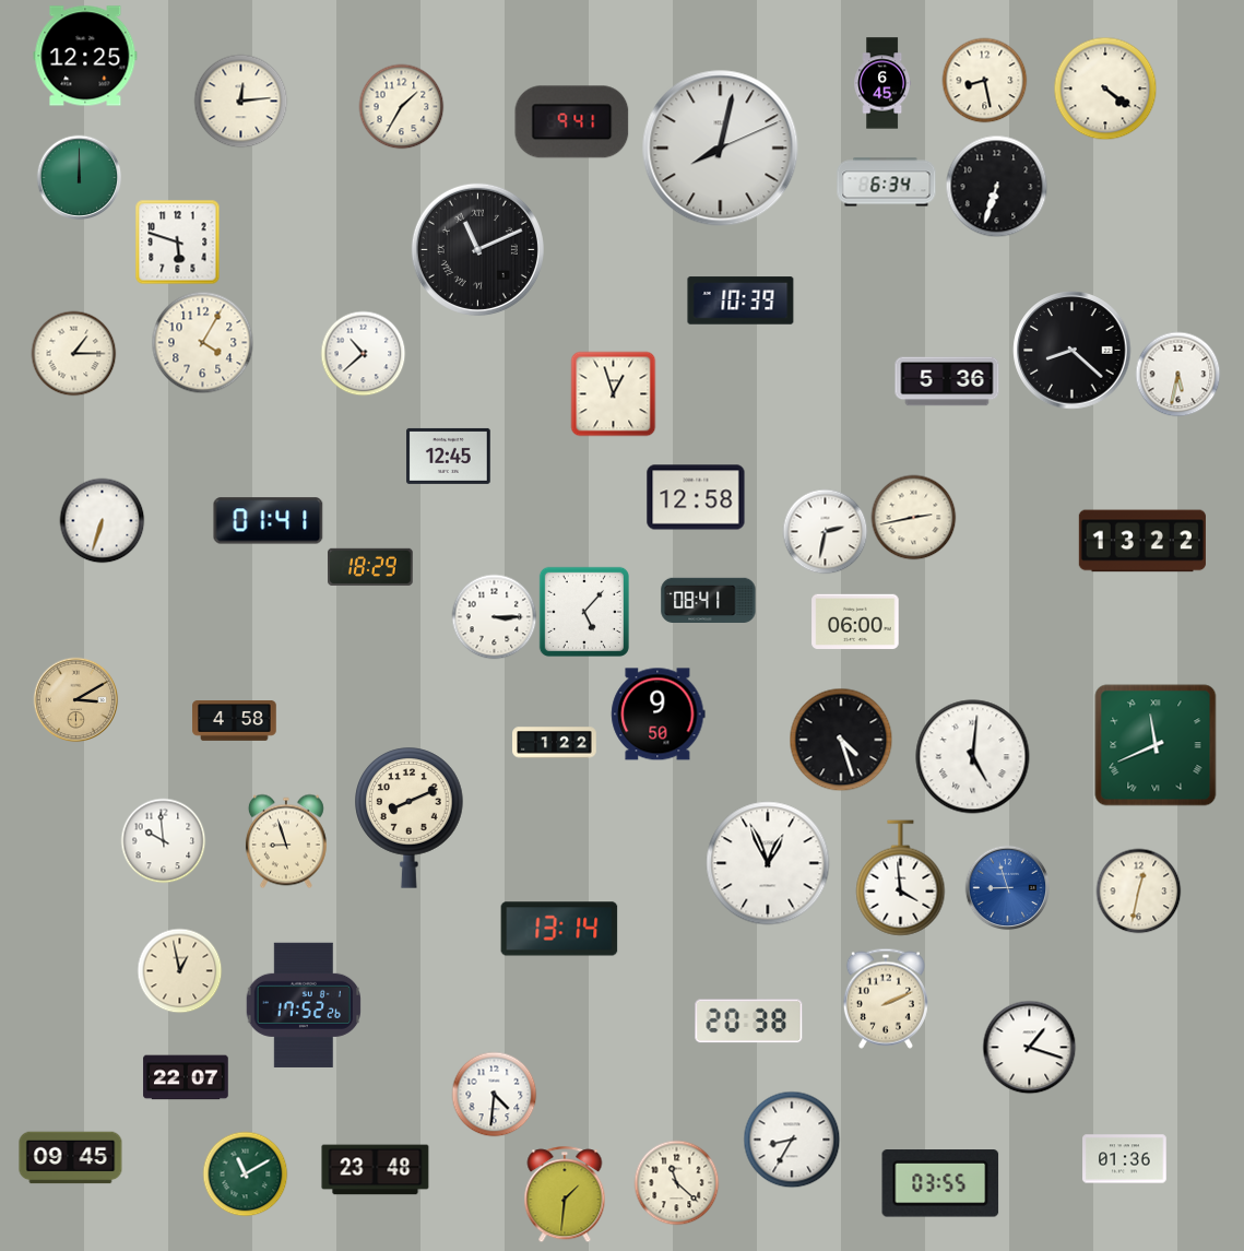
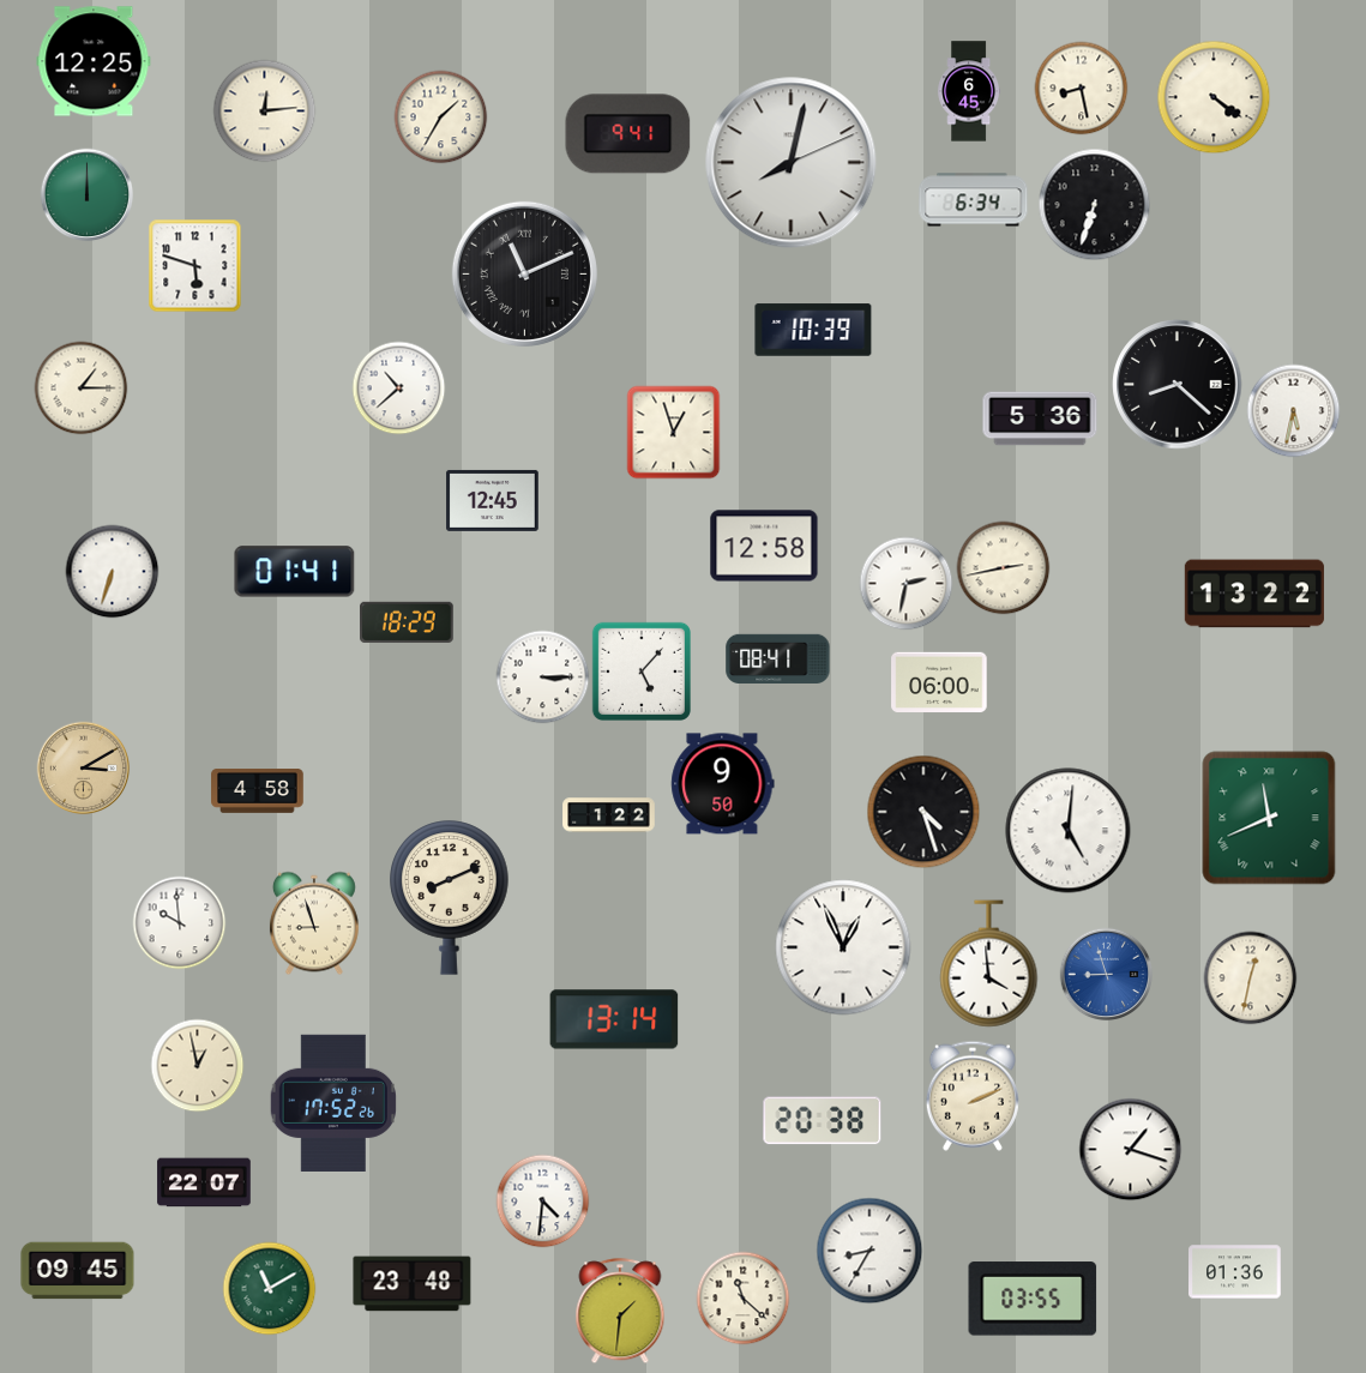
clock at (202, 342): 4:05 -> none
